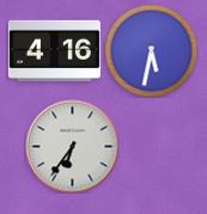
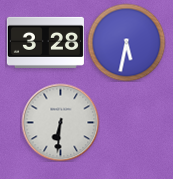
clock at (54, 50): 4:16 -> 3:28
clock at (72, 146): 6:36 -> 6:31
